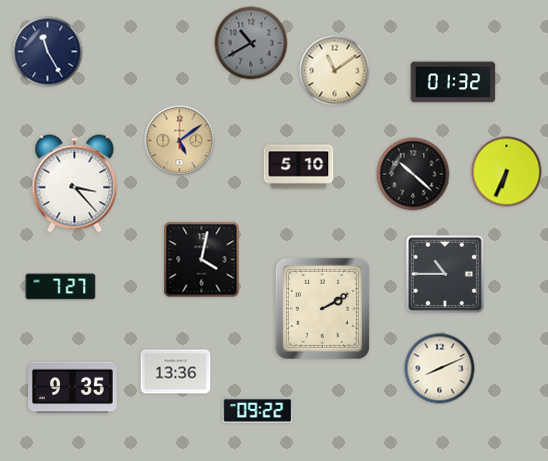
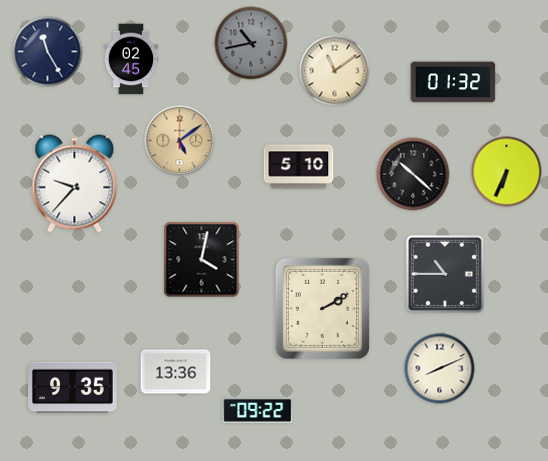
clock at (251, 43): 10:40 -> 10:43
clock at (131, 59): none -> 02:45
clock at (75, 184): 3:23 -> 9:37
clock at (61, 287): 7:27 -> none
